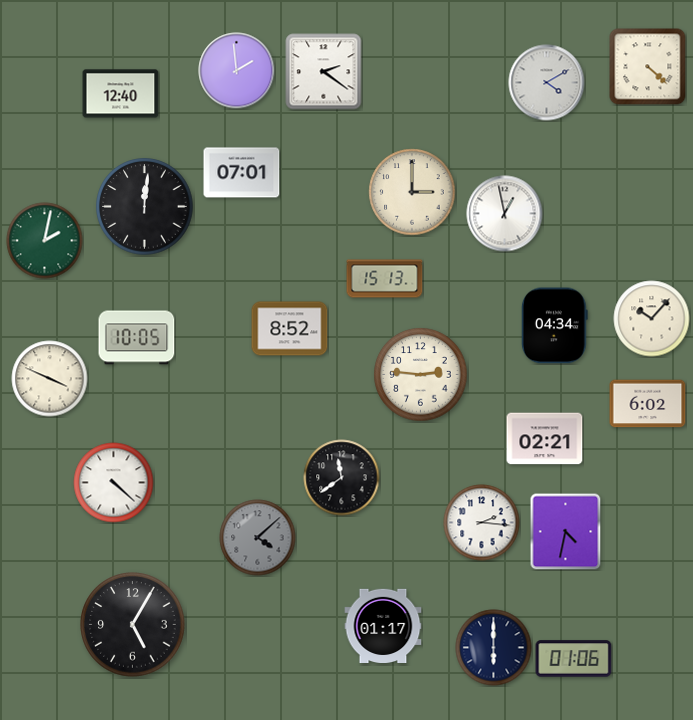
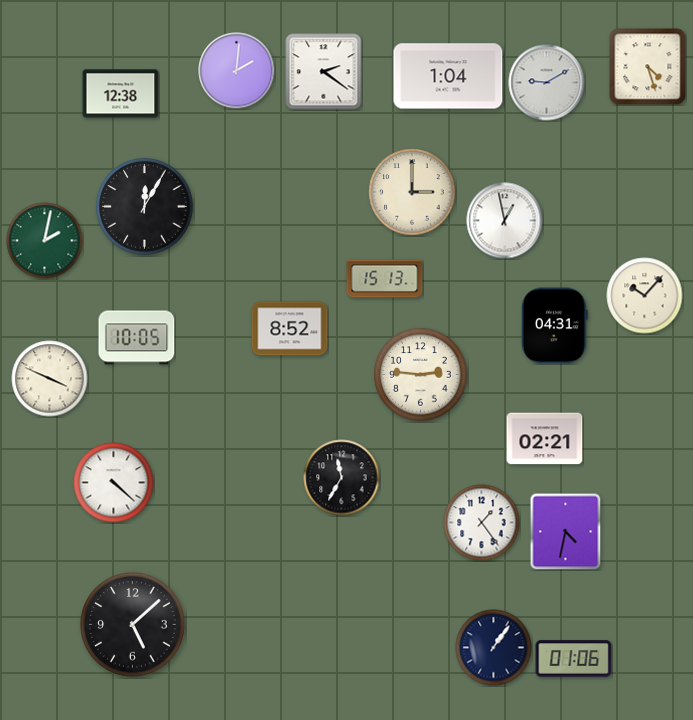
clock at (648, 67): 4:22 -> 4:27
clock at (237, 71): 1:59 -> 2:01
clock at (448, 76): none -> 1:04
clock at (547, 83): 4:10 -> 9:10
clock at (121, 94): 12:40 -> 12:38
clock at (242, 173): 07:01 -> none
clock at (145, 207): 12:01 -> 12:05
clock at (505, 214) position: (505, 214) -> (505, 221)
clock at (652, 319) position: (652, 319) -> (645, 296)
clock at (554, 326): 04:34 -> 04:31
clock at (648, 404): 6:02 -> none
clock at (342, 478): 11:39 -> 11:35
clock at (482, 523): 2:16 -> 1:24
clock at (258, 538): 4:08 -> none
clock at (133, 625): 5:05 -> 5:08
clock at (383, 625): 01:17 -> none
clock at (494, 648): 6:00 -> 1:06
